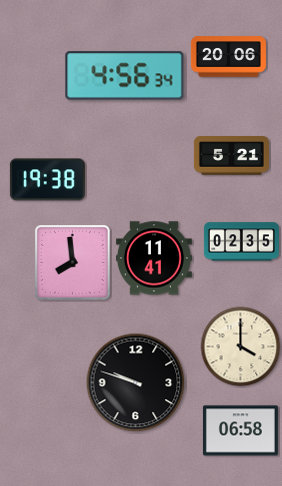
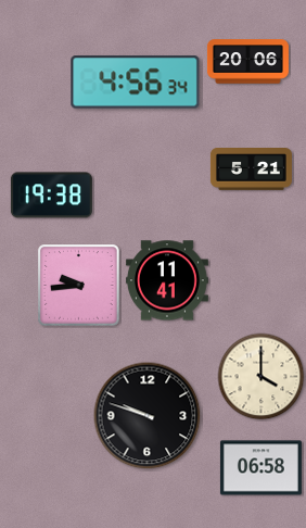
clock at (241, 242): 02:35 -> none
clock at (73, 263): 7:59 -> 9:44
